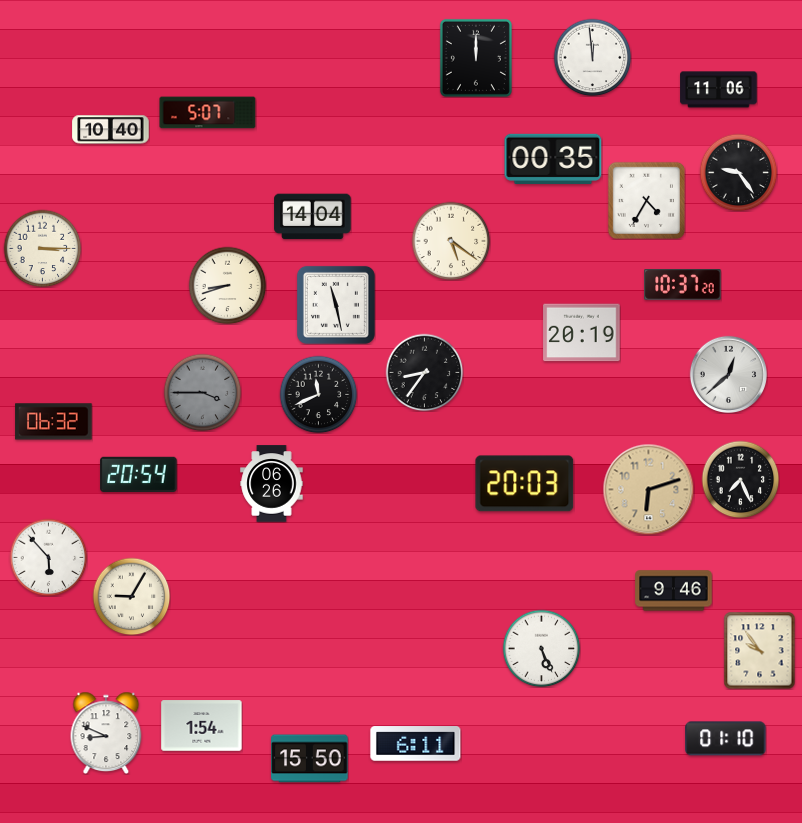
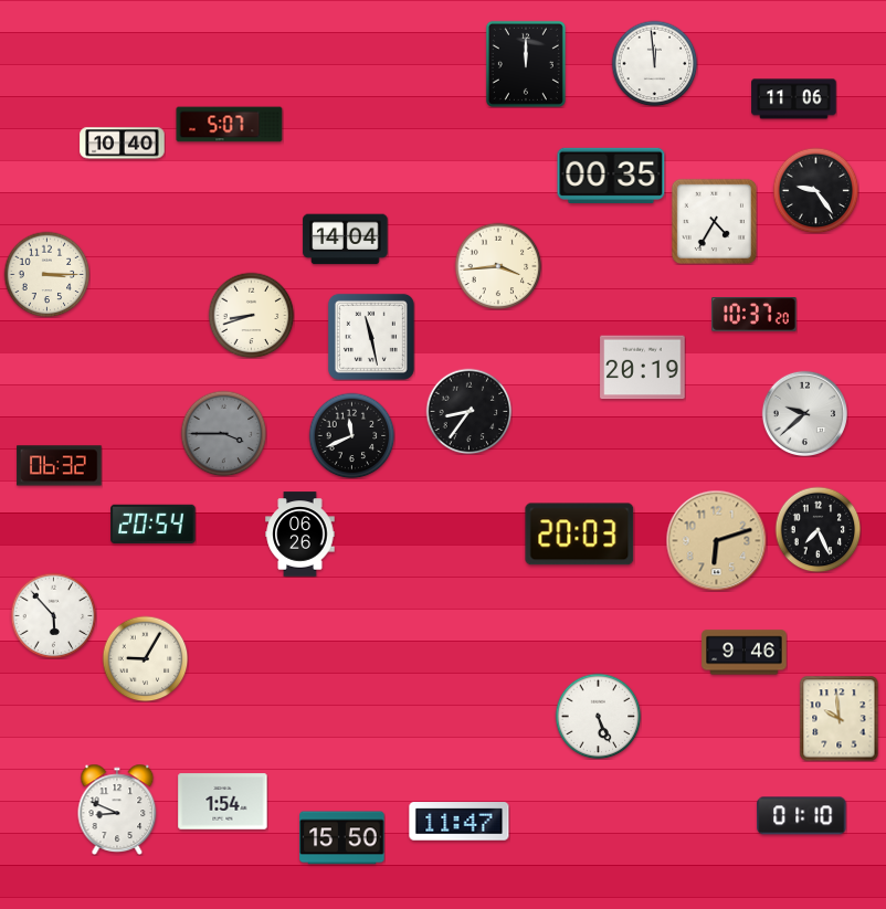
clock at (451, 241): 5:21 -> 3:44
clock at (728, 374): 12:38 -> 9:38
clock at (760, 650): 9:54 -> 9:59
clock at (416, 744): 6:11 -> 11:47
